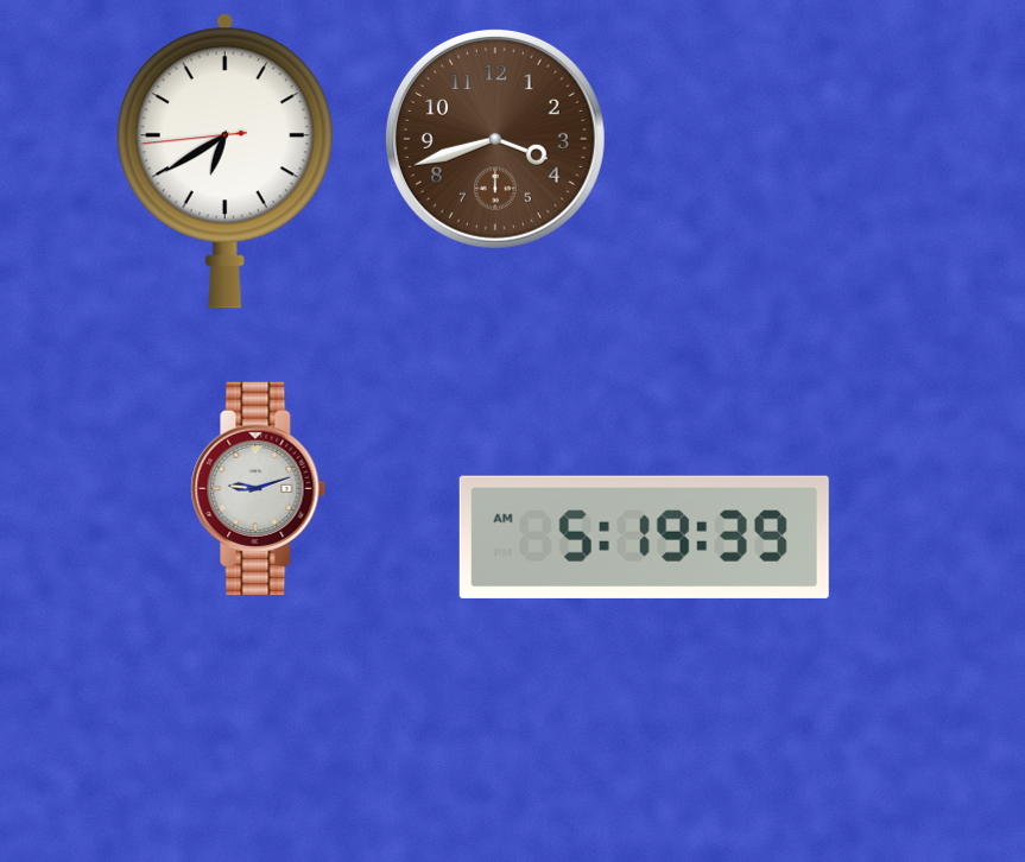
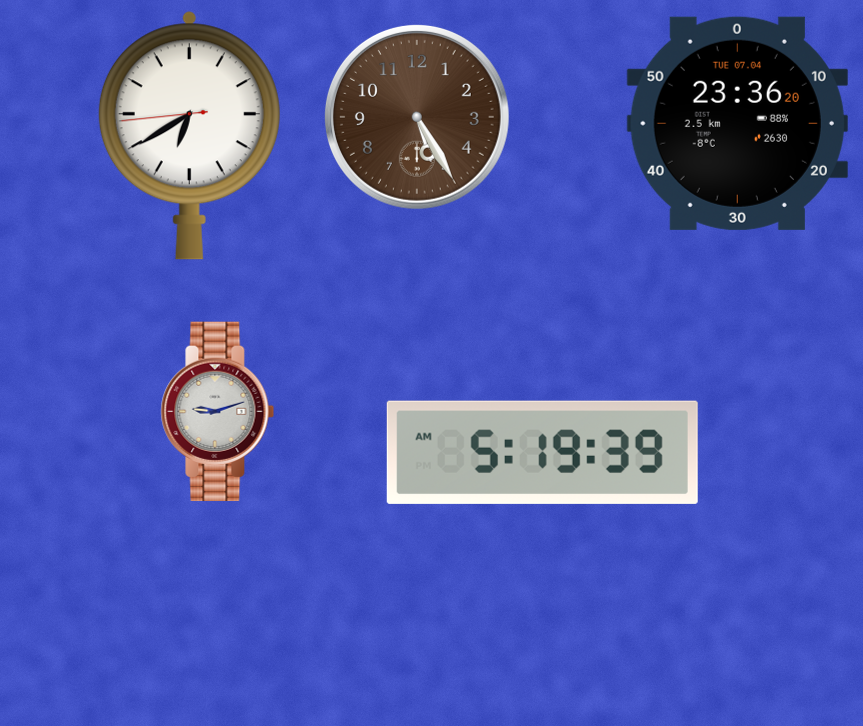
clock at (495, 139): 3:42 -> 5:25
clock at (737, 123): none -> 23:36
